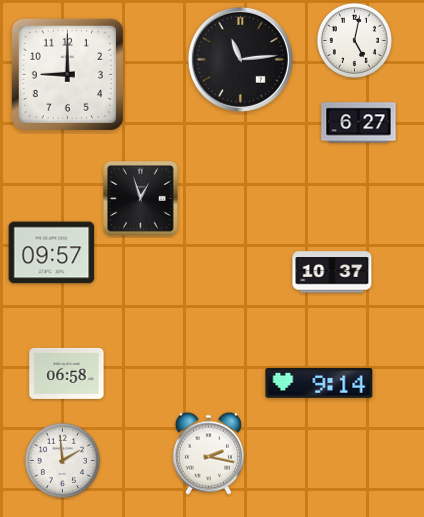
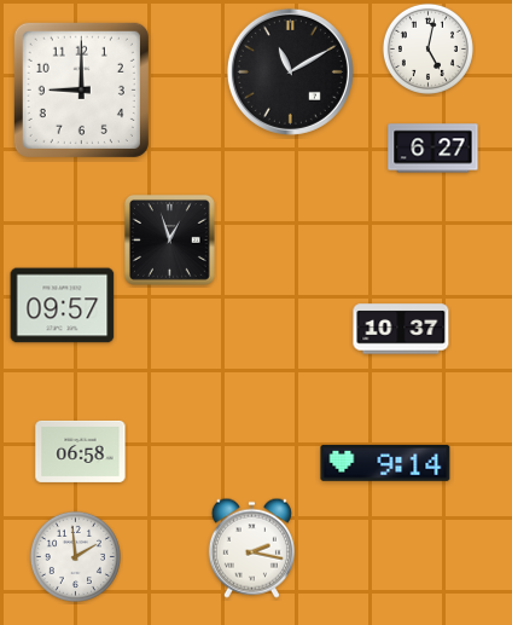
clock at (240, 59): 11:14 -> 11:10
